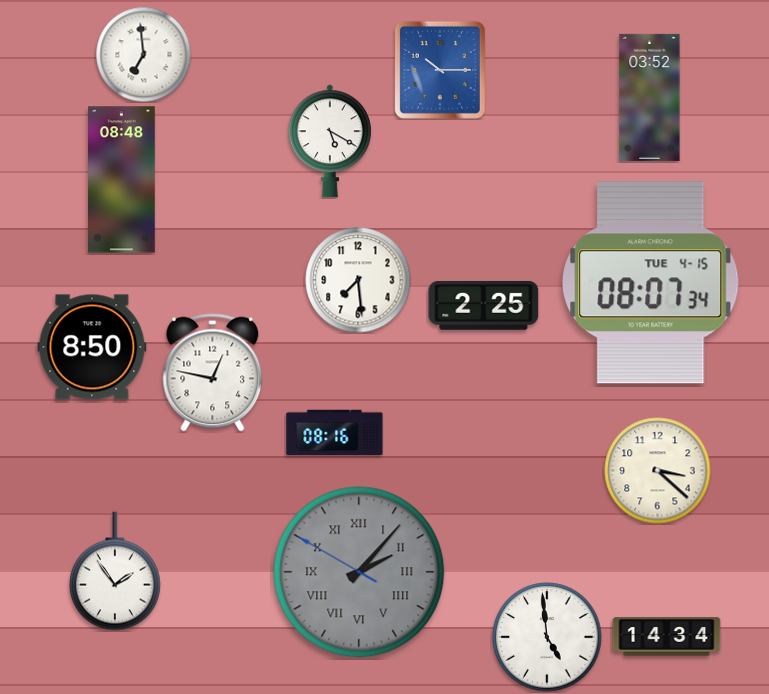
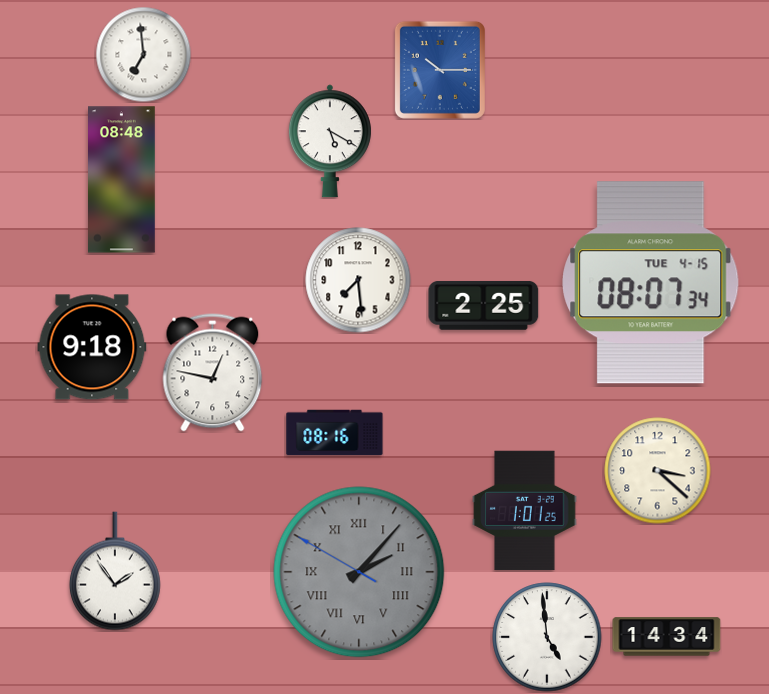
clock at (650, 97): 03:52 -> none
clock at (92, 347): 8:50 -> 9:18
clock at (525, 511): none -> 1:01
